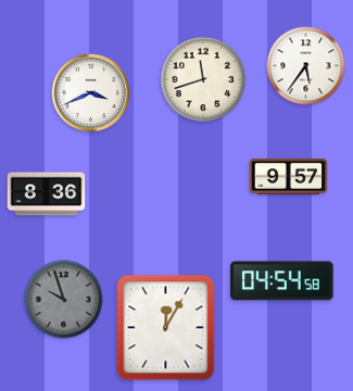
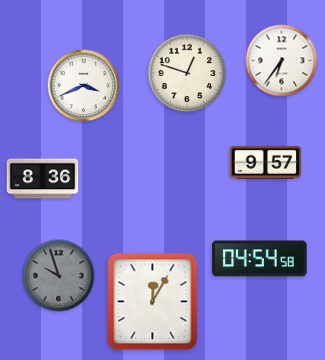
clock at (306, 66): 5:36 -> 6:36
clock at (203, 79): 11:42 -> 12:48
